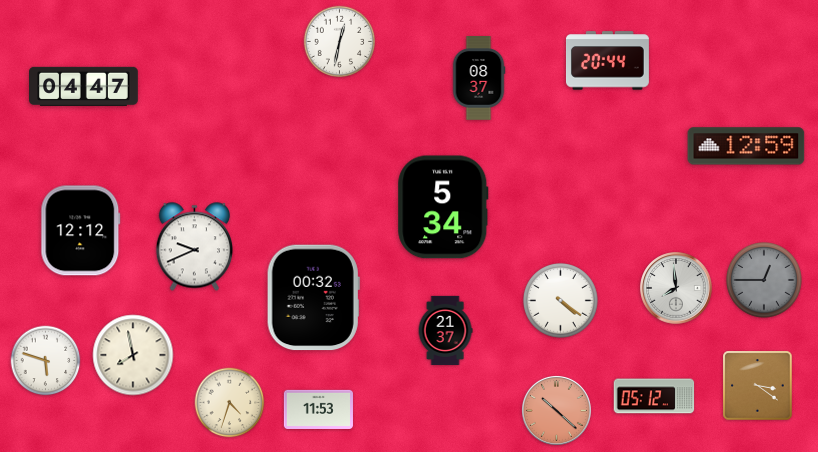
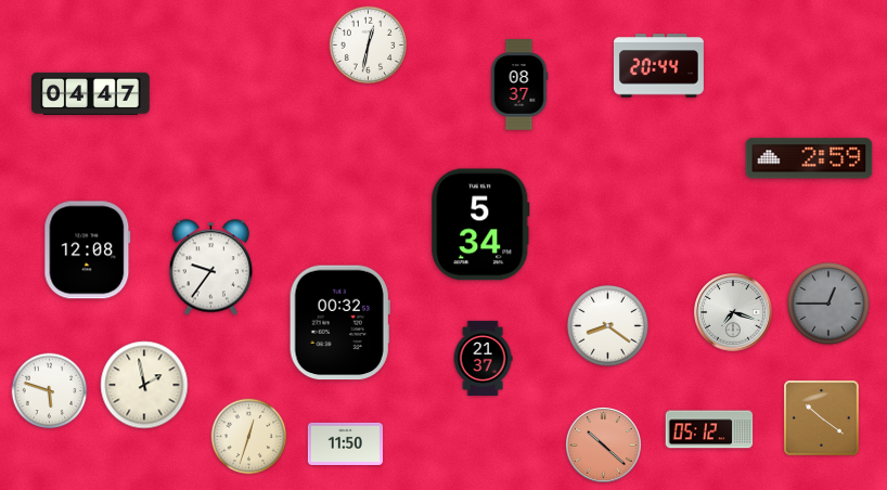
clock at (746, 146): 12:59 -> 2:59
clock at (81, 231): 12:12 -> 12:08
clock at (194, 247): 9:41 -> 9:36
clock at (676, 288): 7:59 -> 7:18
clock at (560, 300): 4:21 -> 8:21
clock at (133, 355): 7:58 -> 1:58
clock at (758, 386): 3:21 -> 10:21
clock at (230, 403): 4:33 -> 12:33
clock at (318, 409): 11:53 -> 11:50
